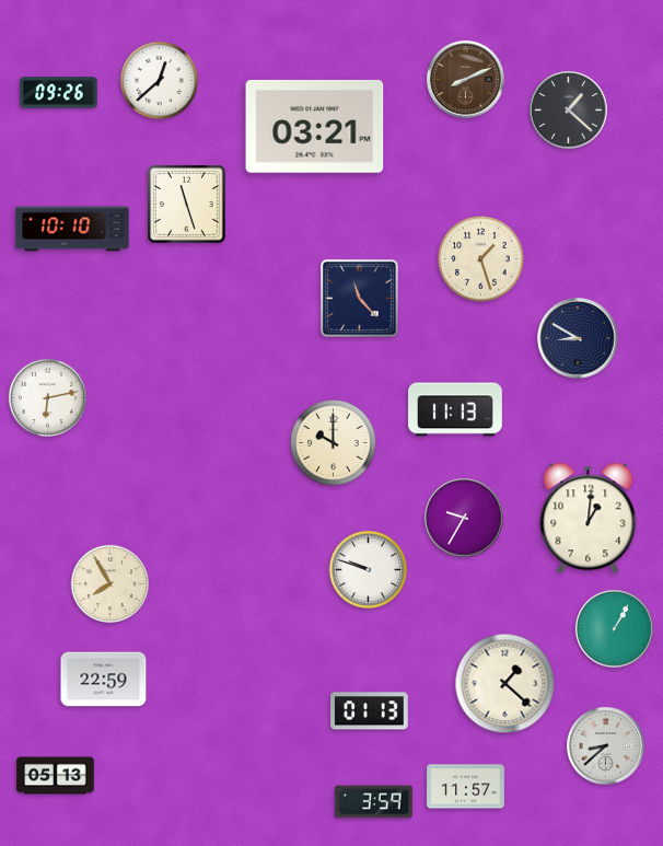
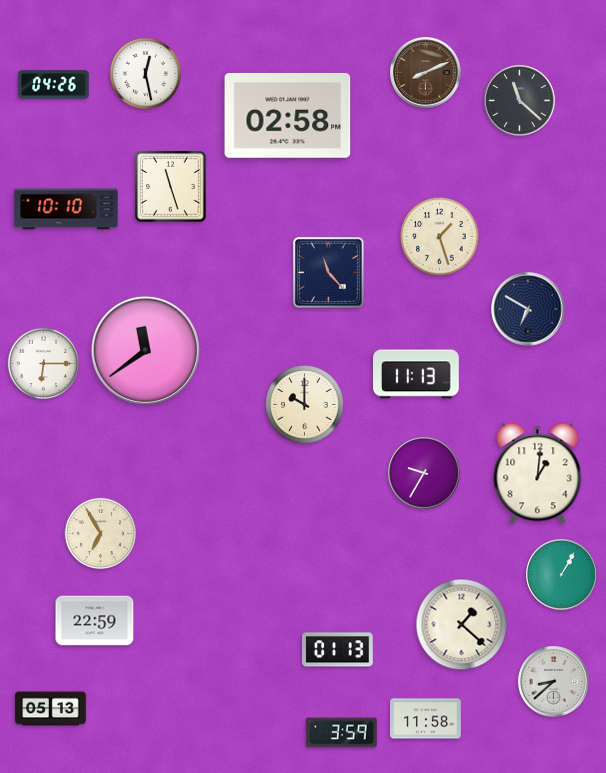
clock at (159, 80): 12:38 -> 12:28
clock at (59, 93): 09:26 -> 04:26
clock at (569, 111): 1:22 -> 11:22
clock at (315, 126): 03:21 -> 02:58
clock at (578, 338): 8:50 -> 6:50
clock at (145, 350): none -> 11:39
clock at (47, 397): 6:13 -> 6:15
clock at (368, 569): 9:48 -> none
clock at (109, 583): 7:55 -> 6:55
clock at (466, 787): 11:57 -> 11:58
